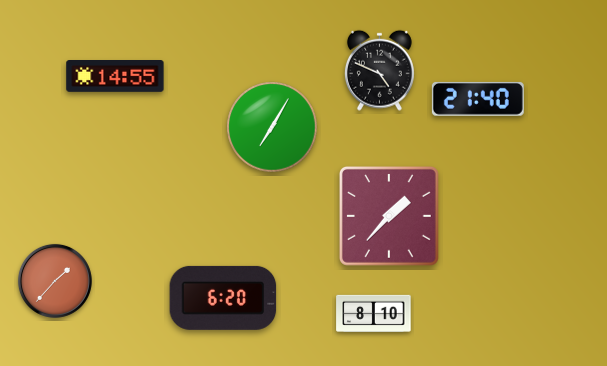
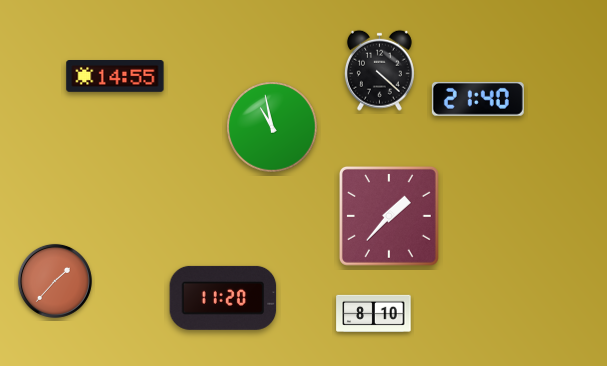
clock at (379, 70): 4:49 -> 4:22
clock at (272, 127): 7:05 -> 10:58
clock at (223, 298): 6:20 -> 11:20
